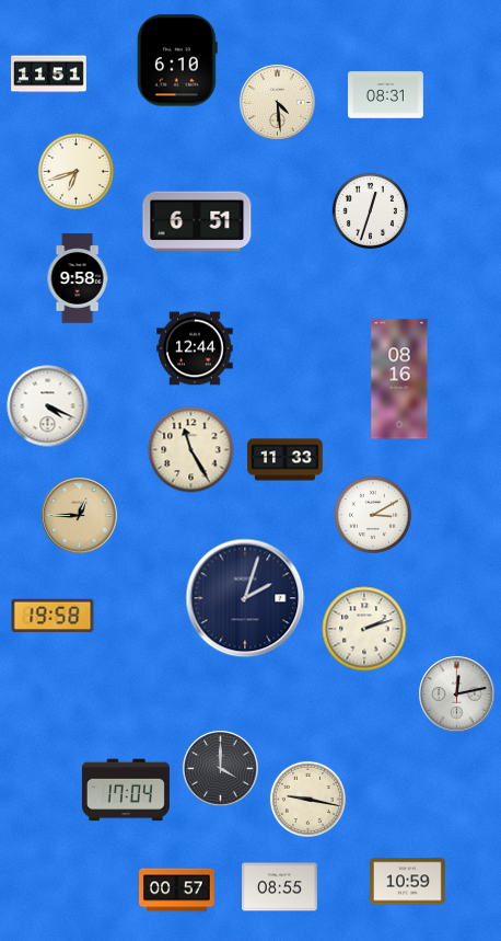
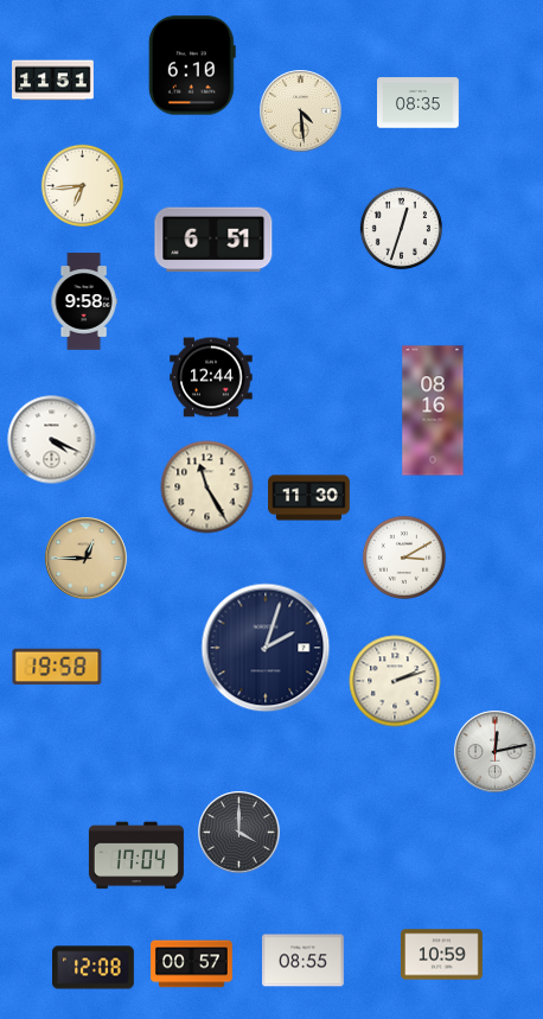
clock at (386, 95): 08:31 -> 08:35
clock at (75, 171): 6:42 -> 6:44
clock at (286, 460): 11:33 -> 11:30
clock at (307, 799): 9:17 -> none
clock at (94, 968): none -> 12:08
